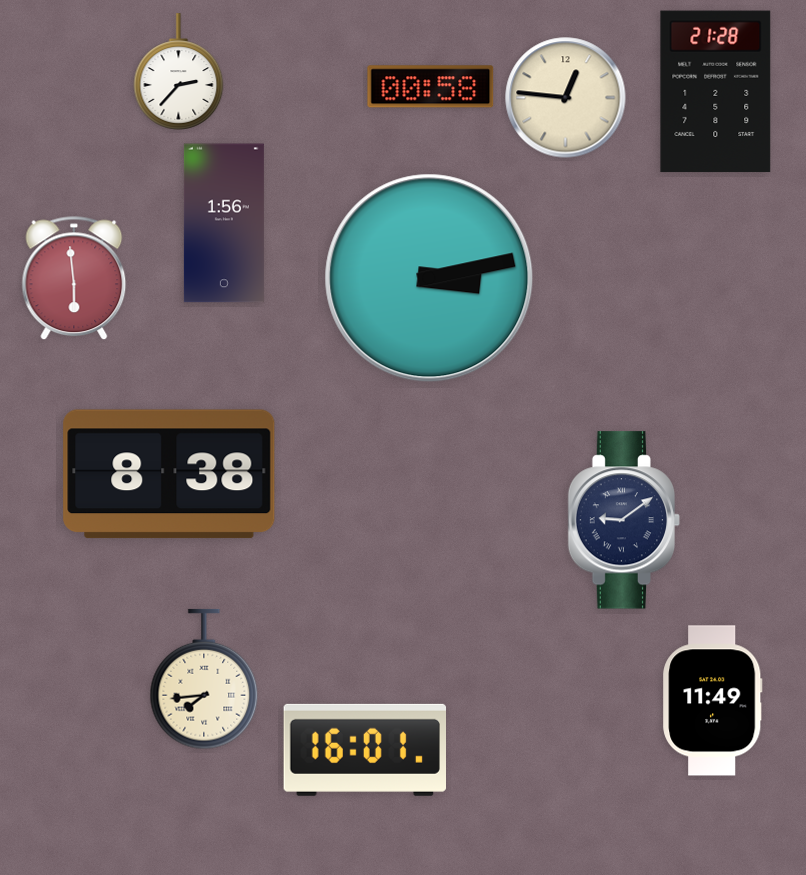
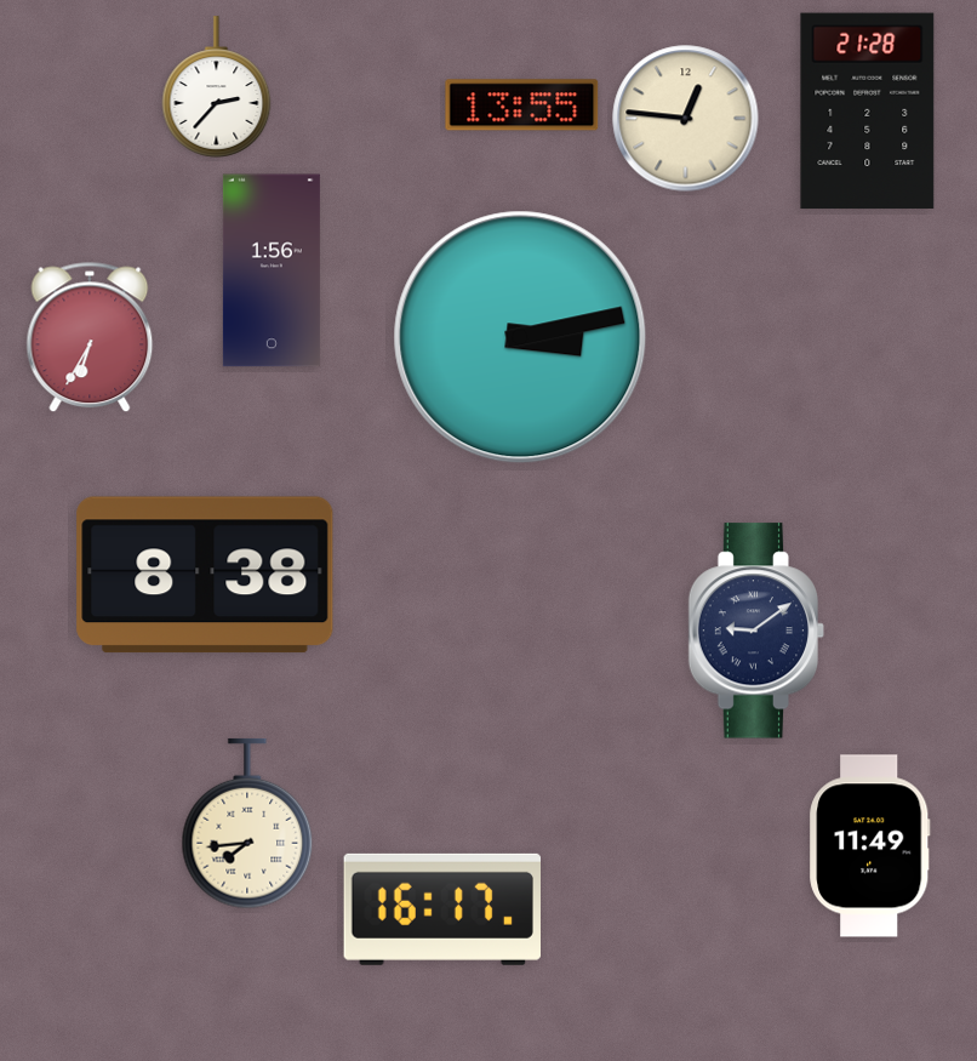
clock at (431, 87): 00:58 -> 13:55
clock at (74, 278): 5:59 -> 6:35
clock at (713, 701) position: (713, 701) -> (870, 846)
clock at (364, 750): 16:01 -> 16:17
